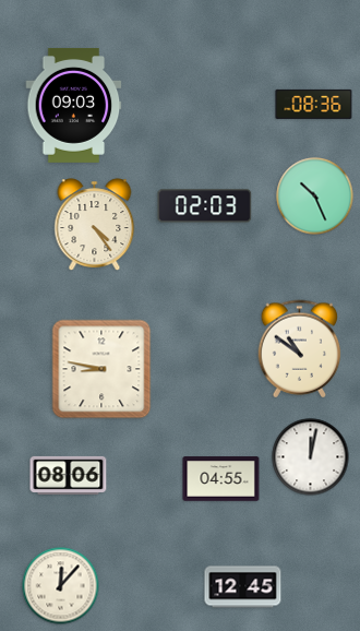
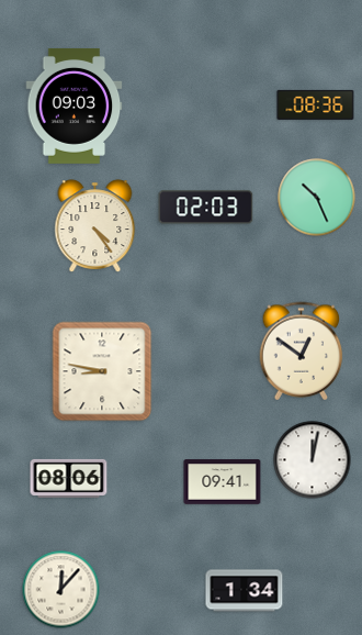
clock at (300, 349): 10:51 -> 12:51
clock at (221, 479): 04:55 -> 09:41
clock at (243, 587): 12:45 -> 1:34
